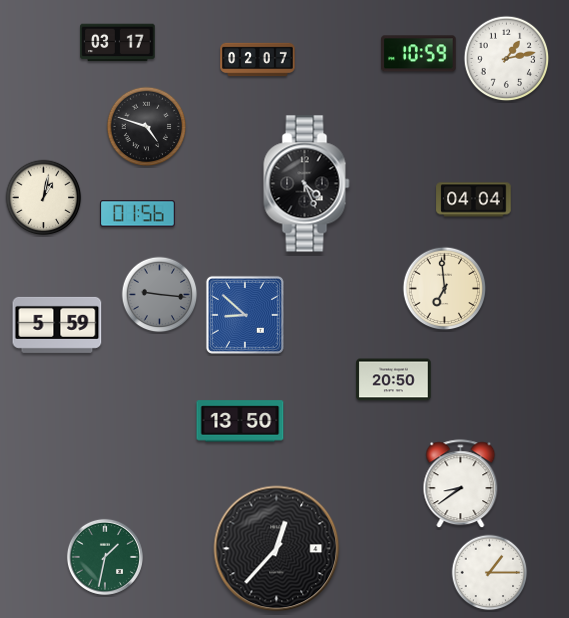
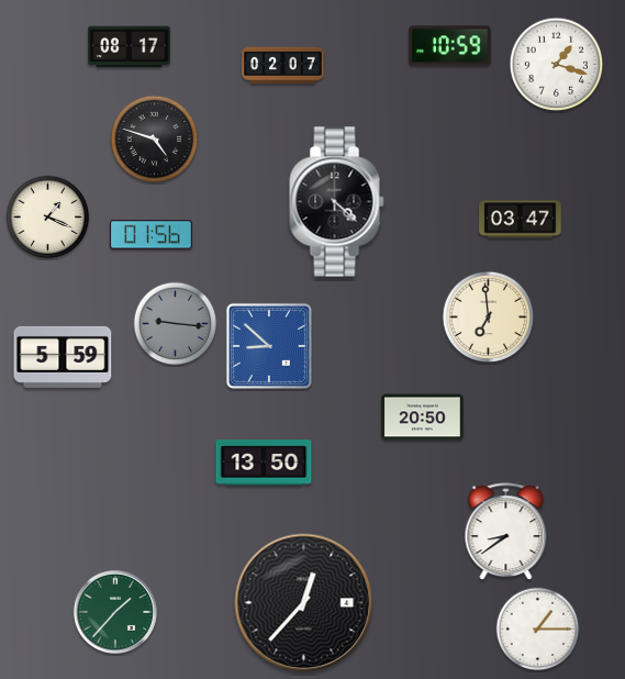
clock at (118, 43): 03:17 -> 08:17
clock at (419, 54) position: (419, 54) -> (450, 46)
clock at (507, 59): 1:13 -> 1:18
clock at (147, 127) position: (147, 127) -> (155, 140)
clock at (307, 184): 4:26 -> 4:22
clock at (44, 198): 1:02 -> 1:19
clock at (474, 200): 04:04 -> 03:47
clock at (394, 380) position: (394, 380) -> (423, 418)
clock at (105, 557): 1:32 -> 1:37
